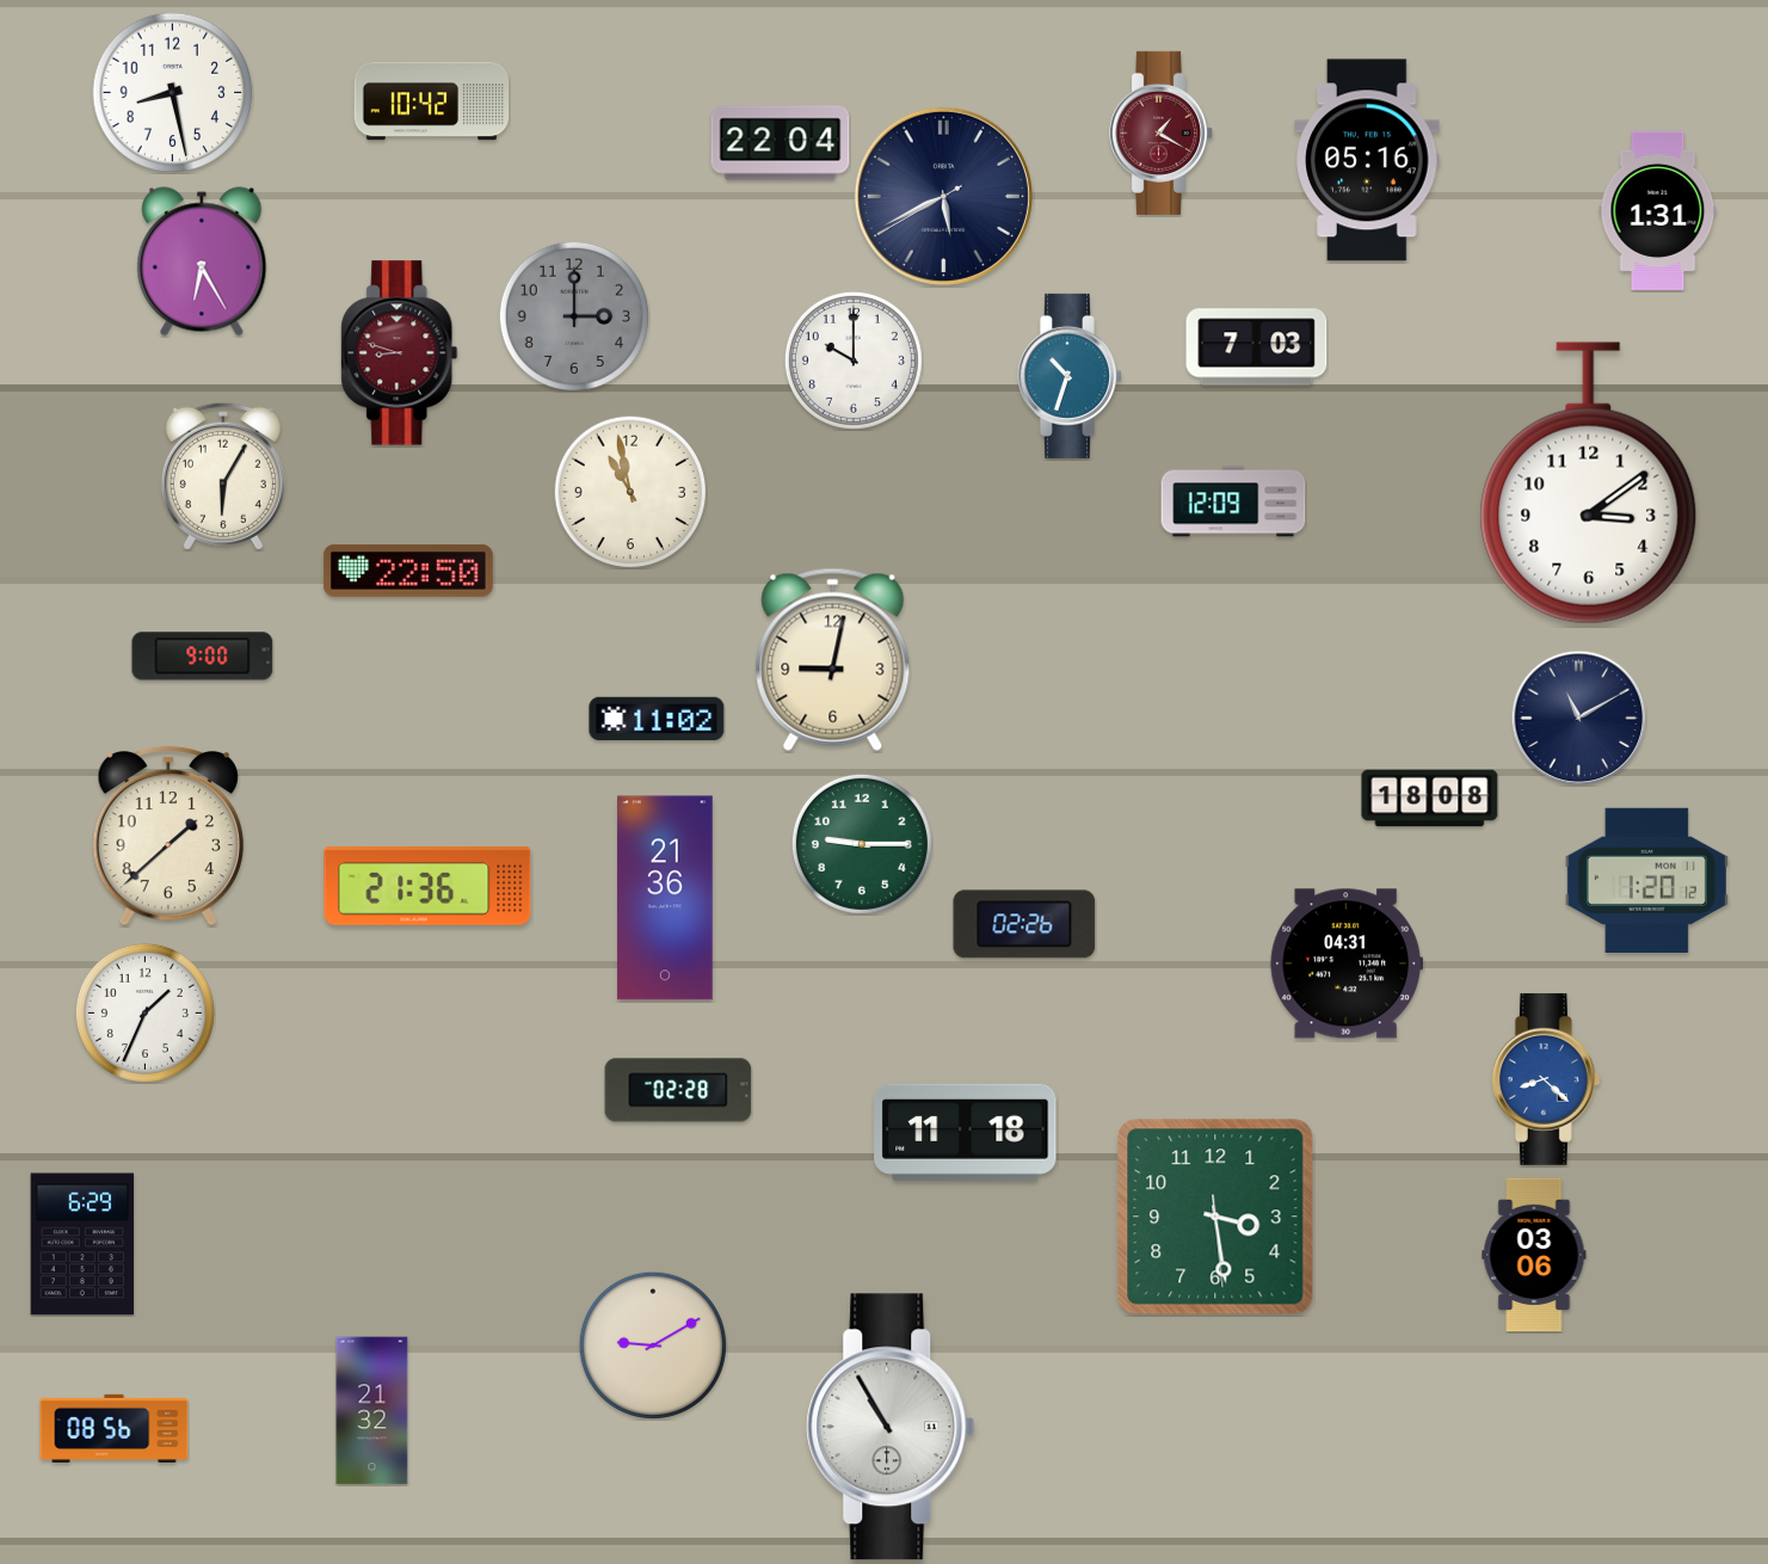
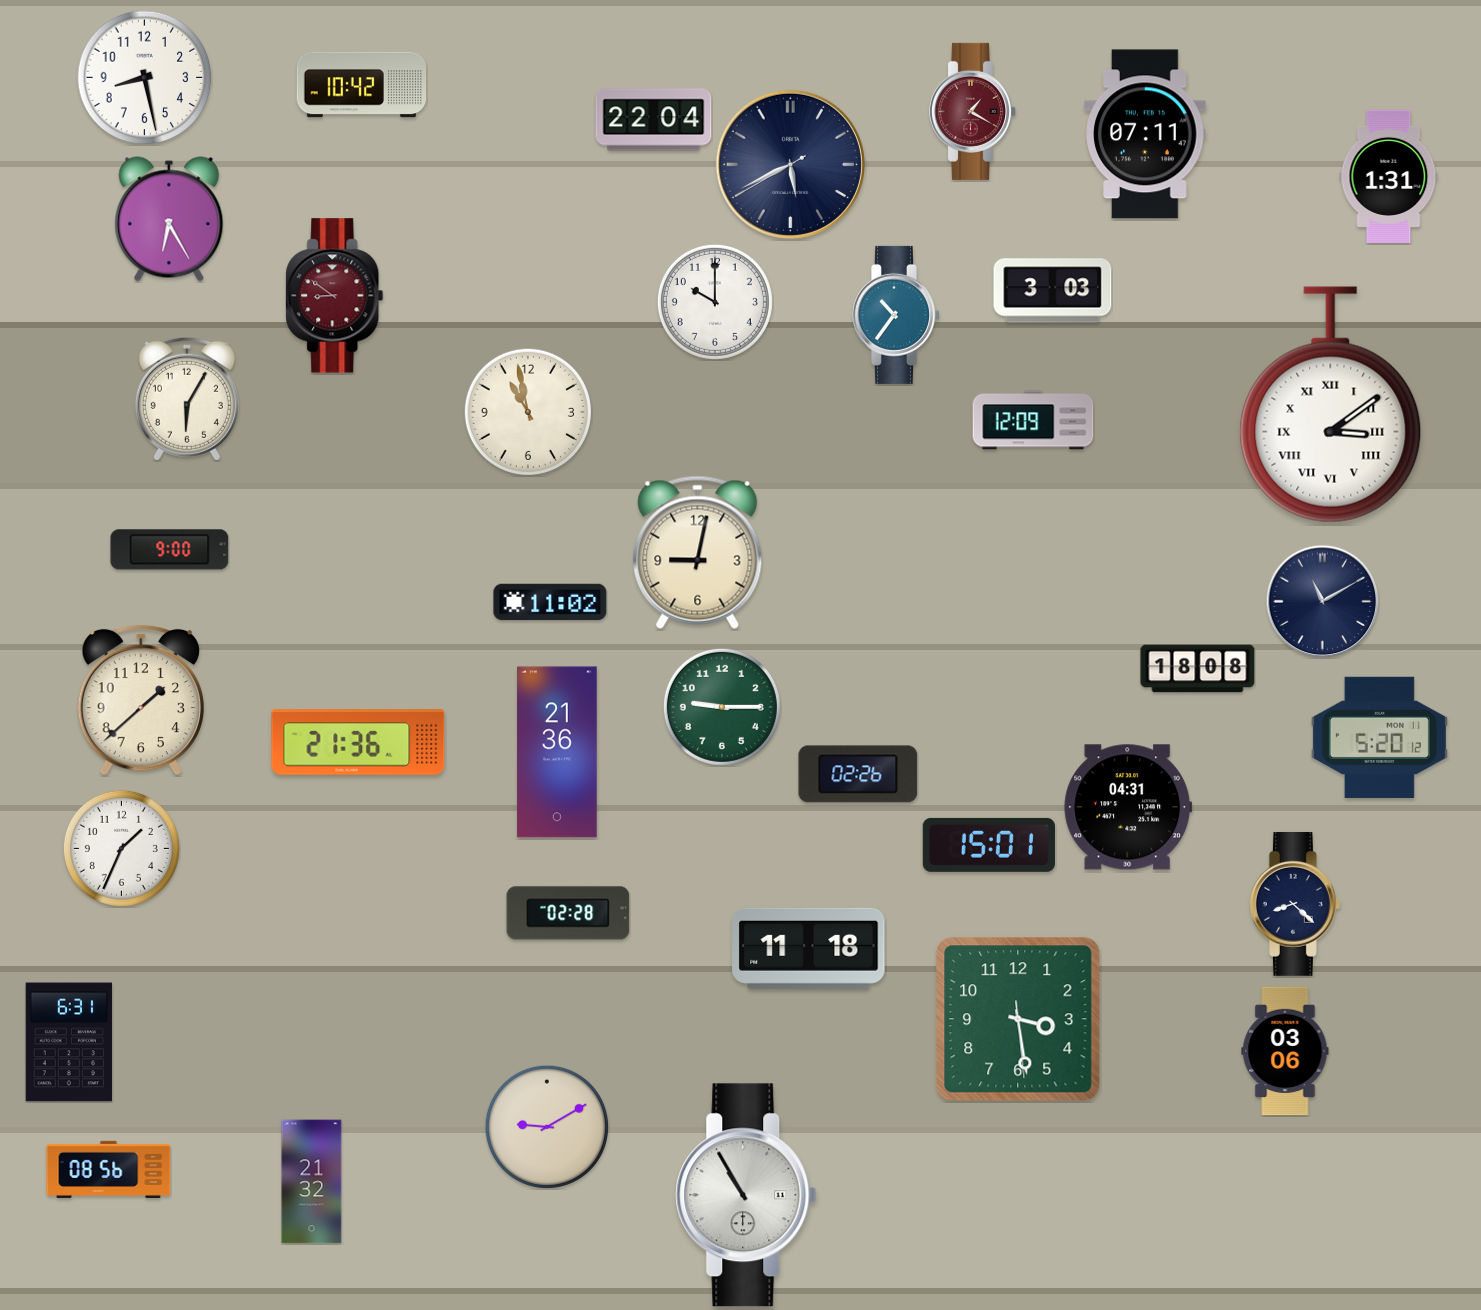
clock at (1367, 160): 05:16 -> 07:11
clock at (574, 316): 3:00 -> none
clock at (1257, 347): 7:03 -> 3:03
clock at (400, 353): 8:48 -> 8:51
clock at (1071, 376): 10:33 -> 10:36
clock at (1589, 484) numerals: Arabic -> Roman
clock at (408, 571): 22:50 -> none
clock at (1646, 880): 1:20 -> 5:20
clock at (989, 845): none -> 15:01
clock at (1546, 1079) dial: blue -> navy
clock at (82, 1244): 6:29 -> 6:31
clock at (115, 1428) position: (115, 1428) -> (109, 1169)
